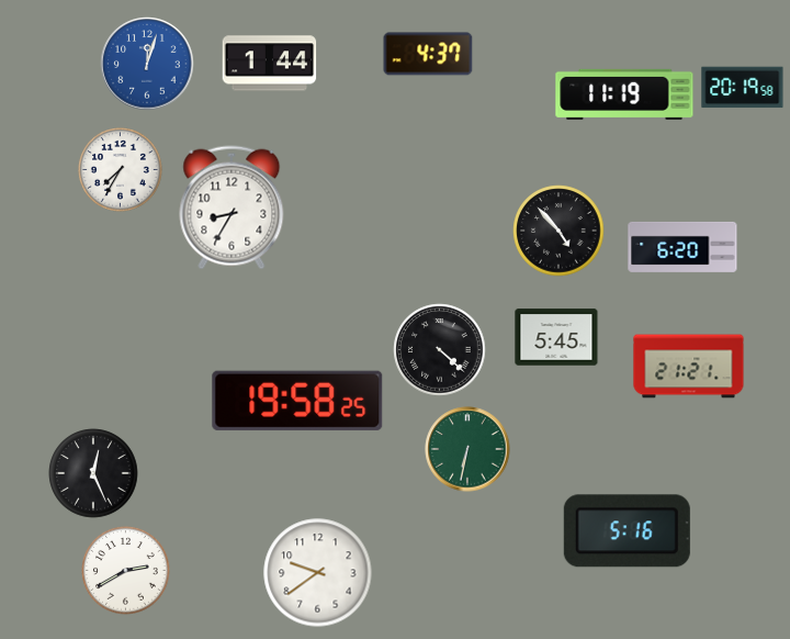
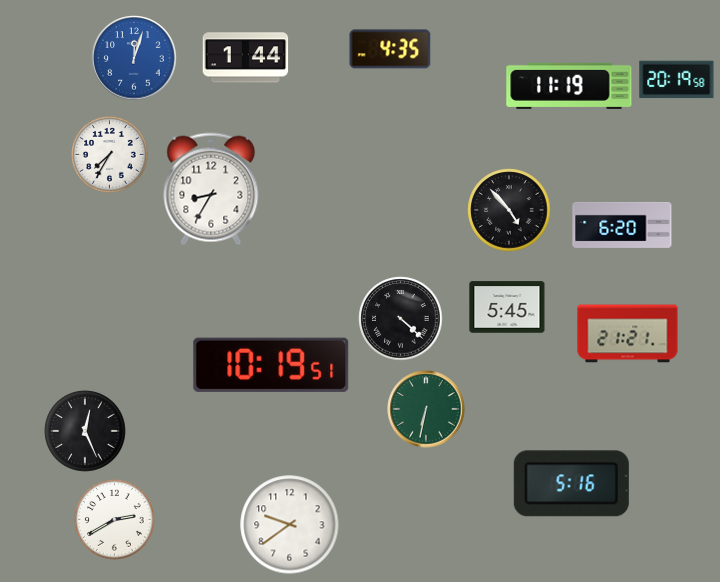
clock at (428, 54): 4:37 -> 4:35
clock at (297, 401): 19:58 -> 10:19
clock at (318, 573) position: (318, 573) -> (290, 525)
